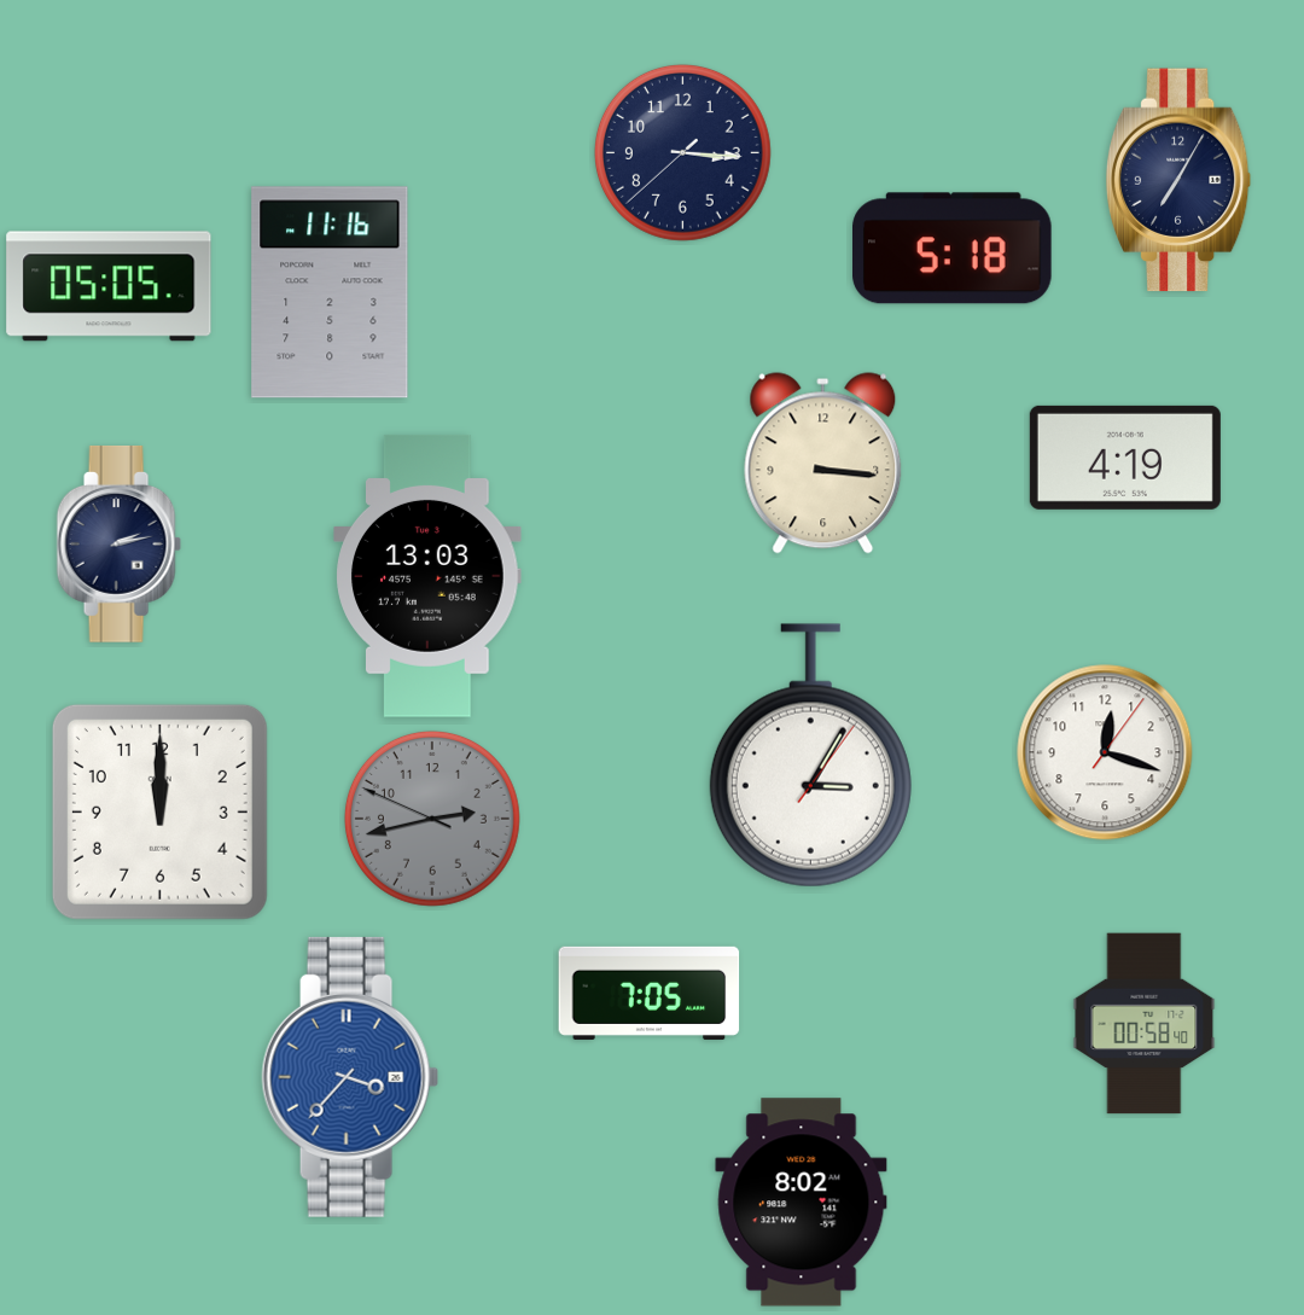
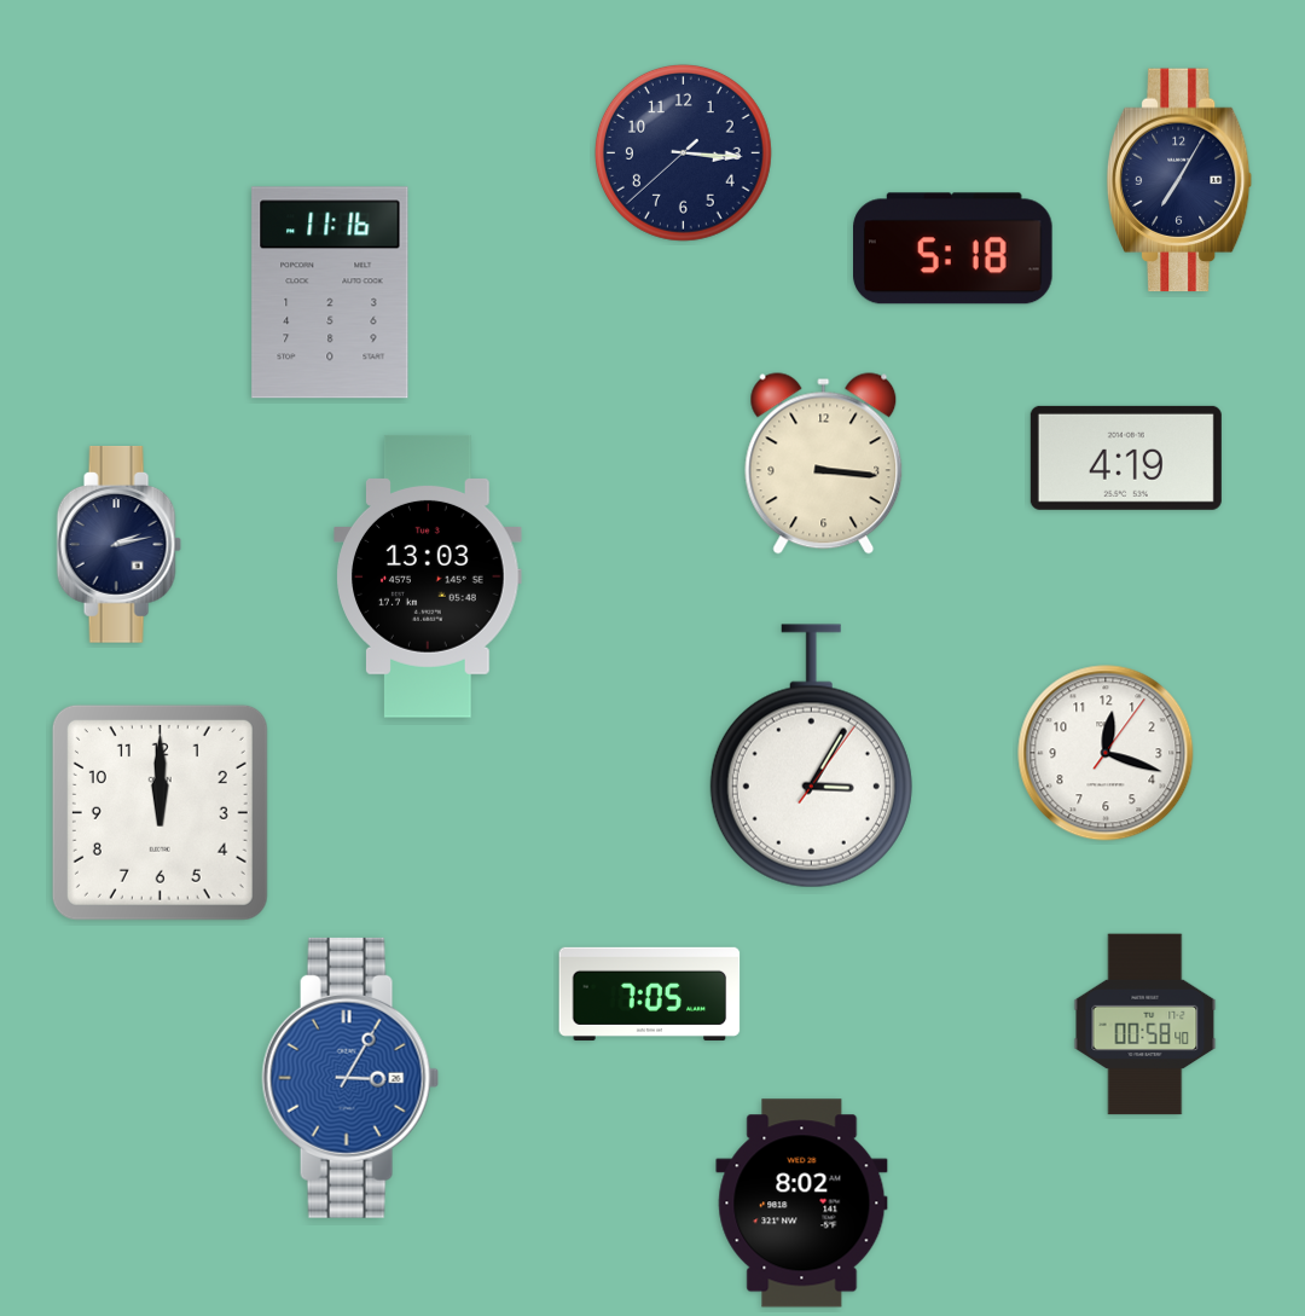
clock at (109, 286): 05:05 -> none
clock at (432, 819): 2:42 -> none
clock at (350, 1077): 3:37 -> 3:05
